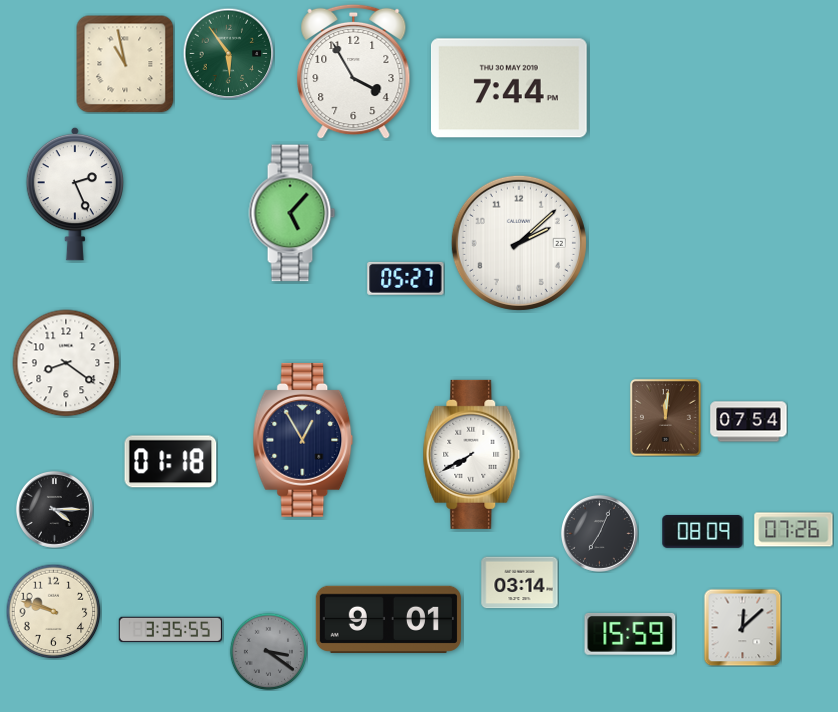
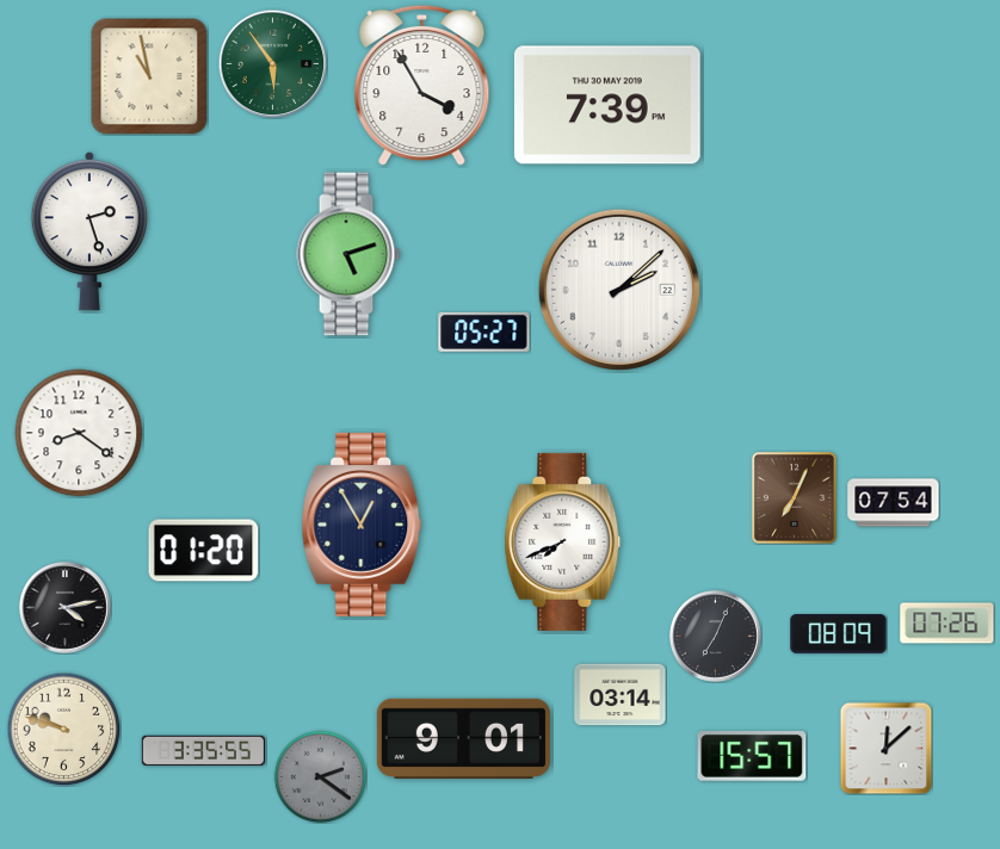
clock at (509, 88): 7:44 -> 7:39
clock at (74, 194): 2:26 -> 2:27
clock at (292, 213): 5:07 -> 5:12
clock at (665, 417): 12:01 -> 7:04
clock at (472, 454): 7:40 -> 7:41
clock at (171, 462): 01:18 -> 01:20
clock at (54, 509): 4:15 -> 4:13
clock at (794, 530) position: (794, 530) -> (947, 624)
clock at (630, 634): 15:59 -> 15:57
clock at (268, 651): 3:21 -> 2:21
